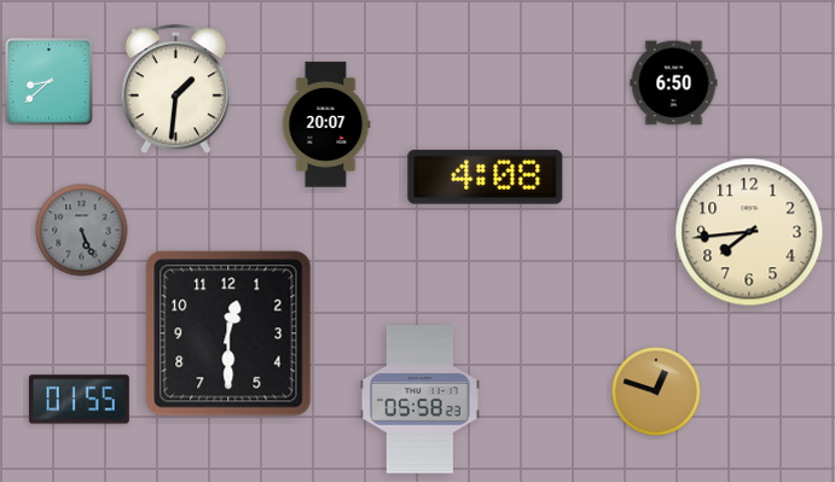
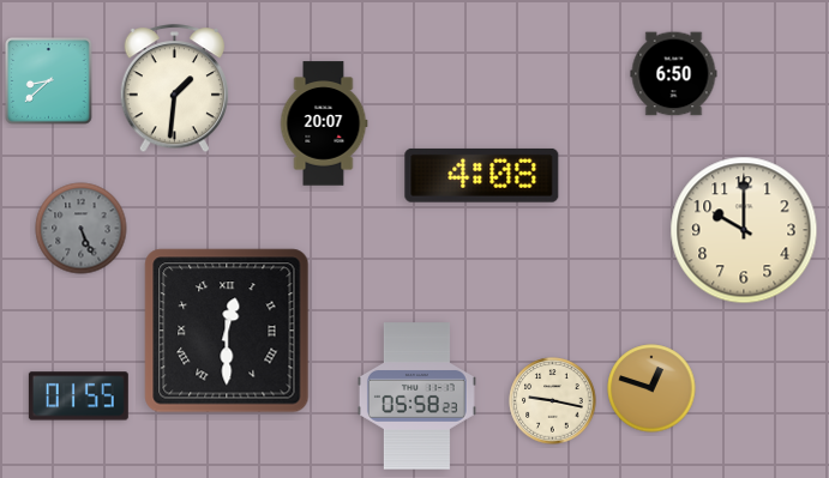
clock at (674, 83) position: (674, 83) -> (674, 74)
clock at (749, 232): 7:44 -> 10:00
clock at (228, 333) numerals: Arabic -> Roman
clock at (553, 401): none -> 9:17
